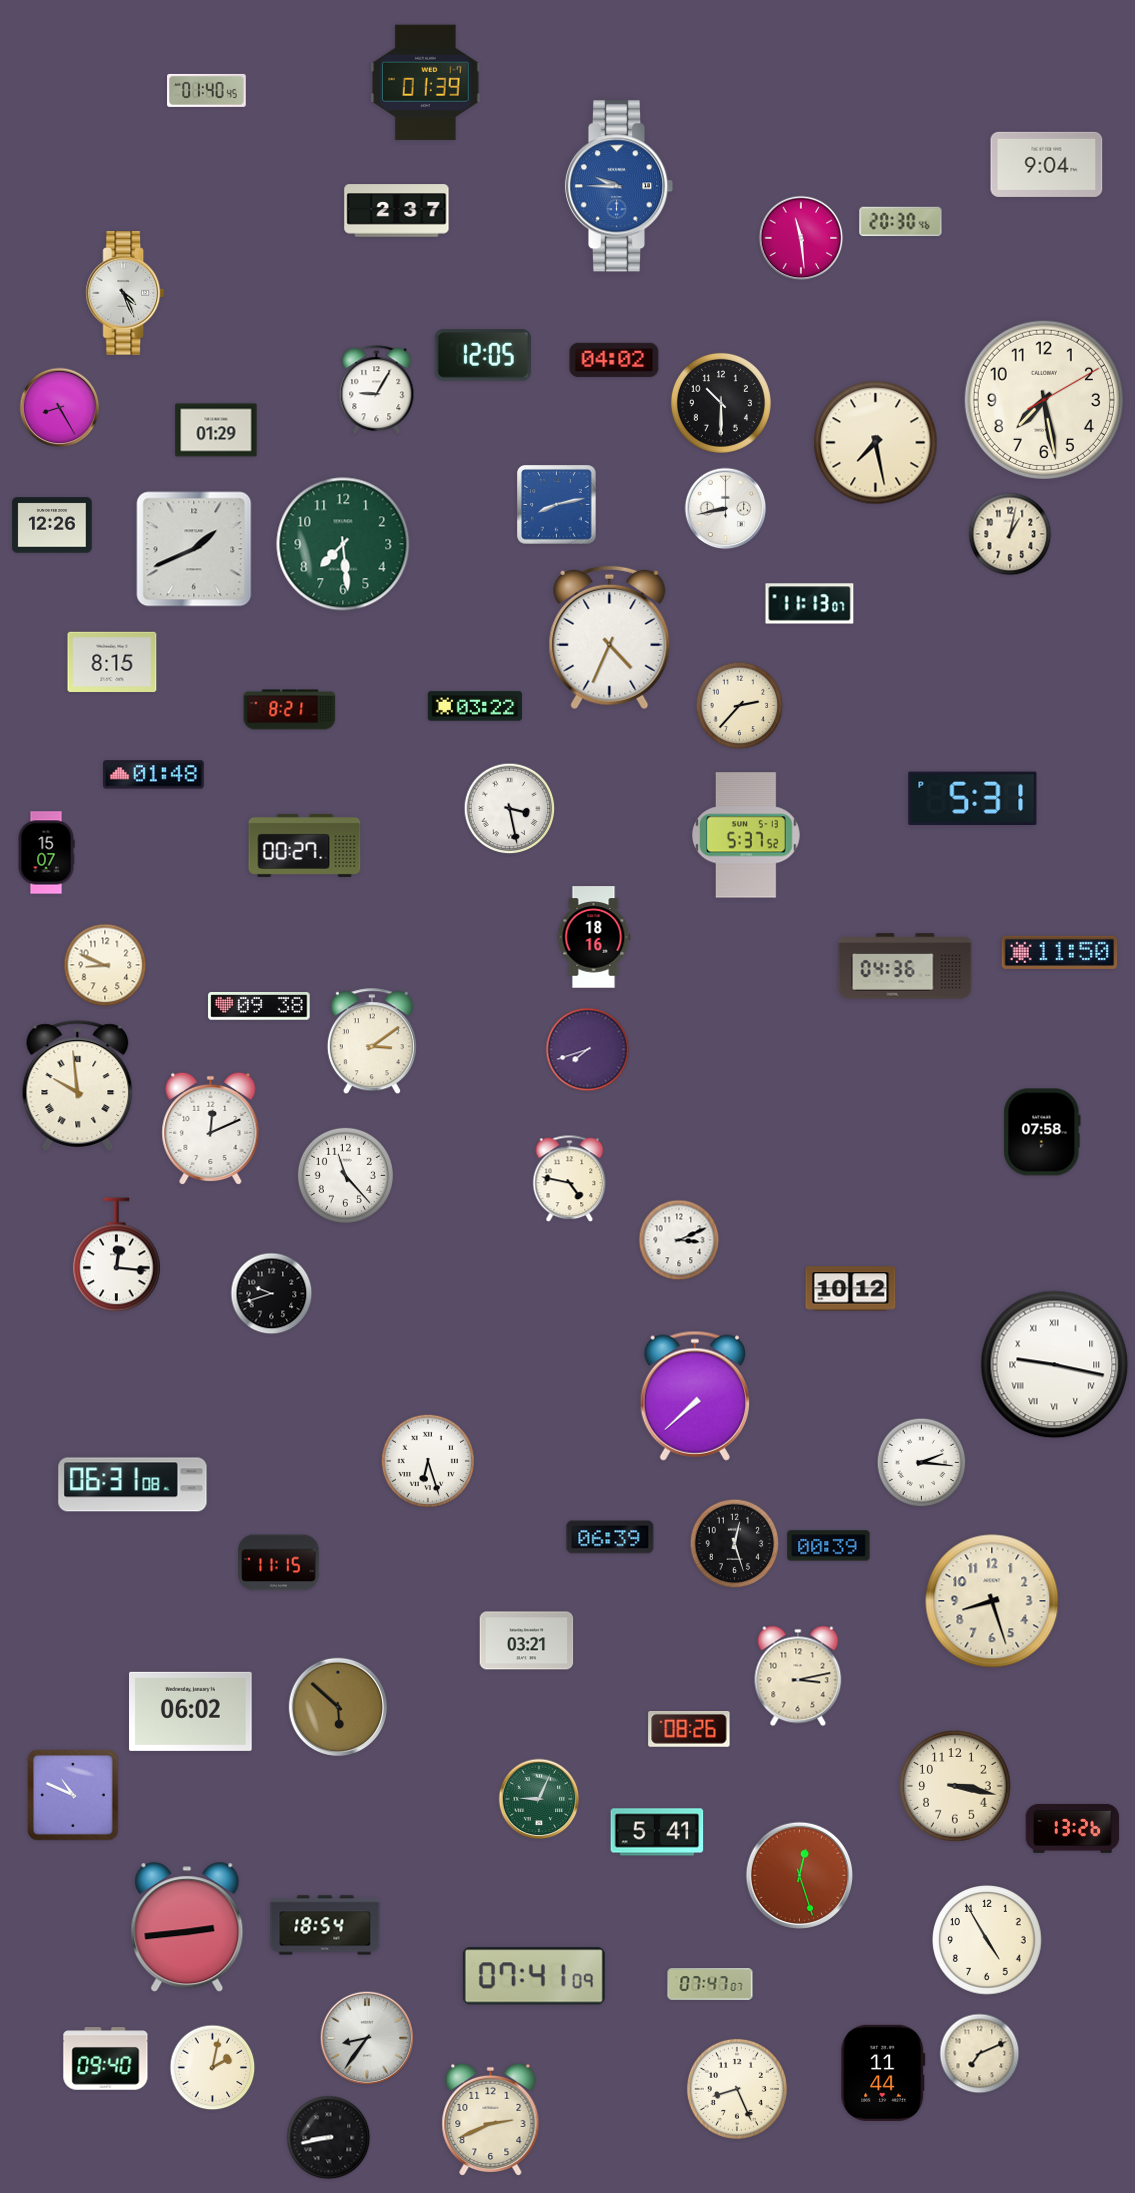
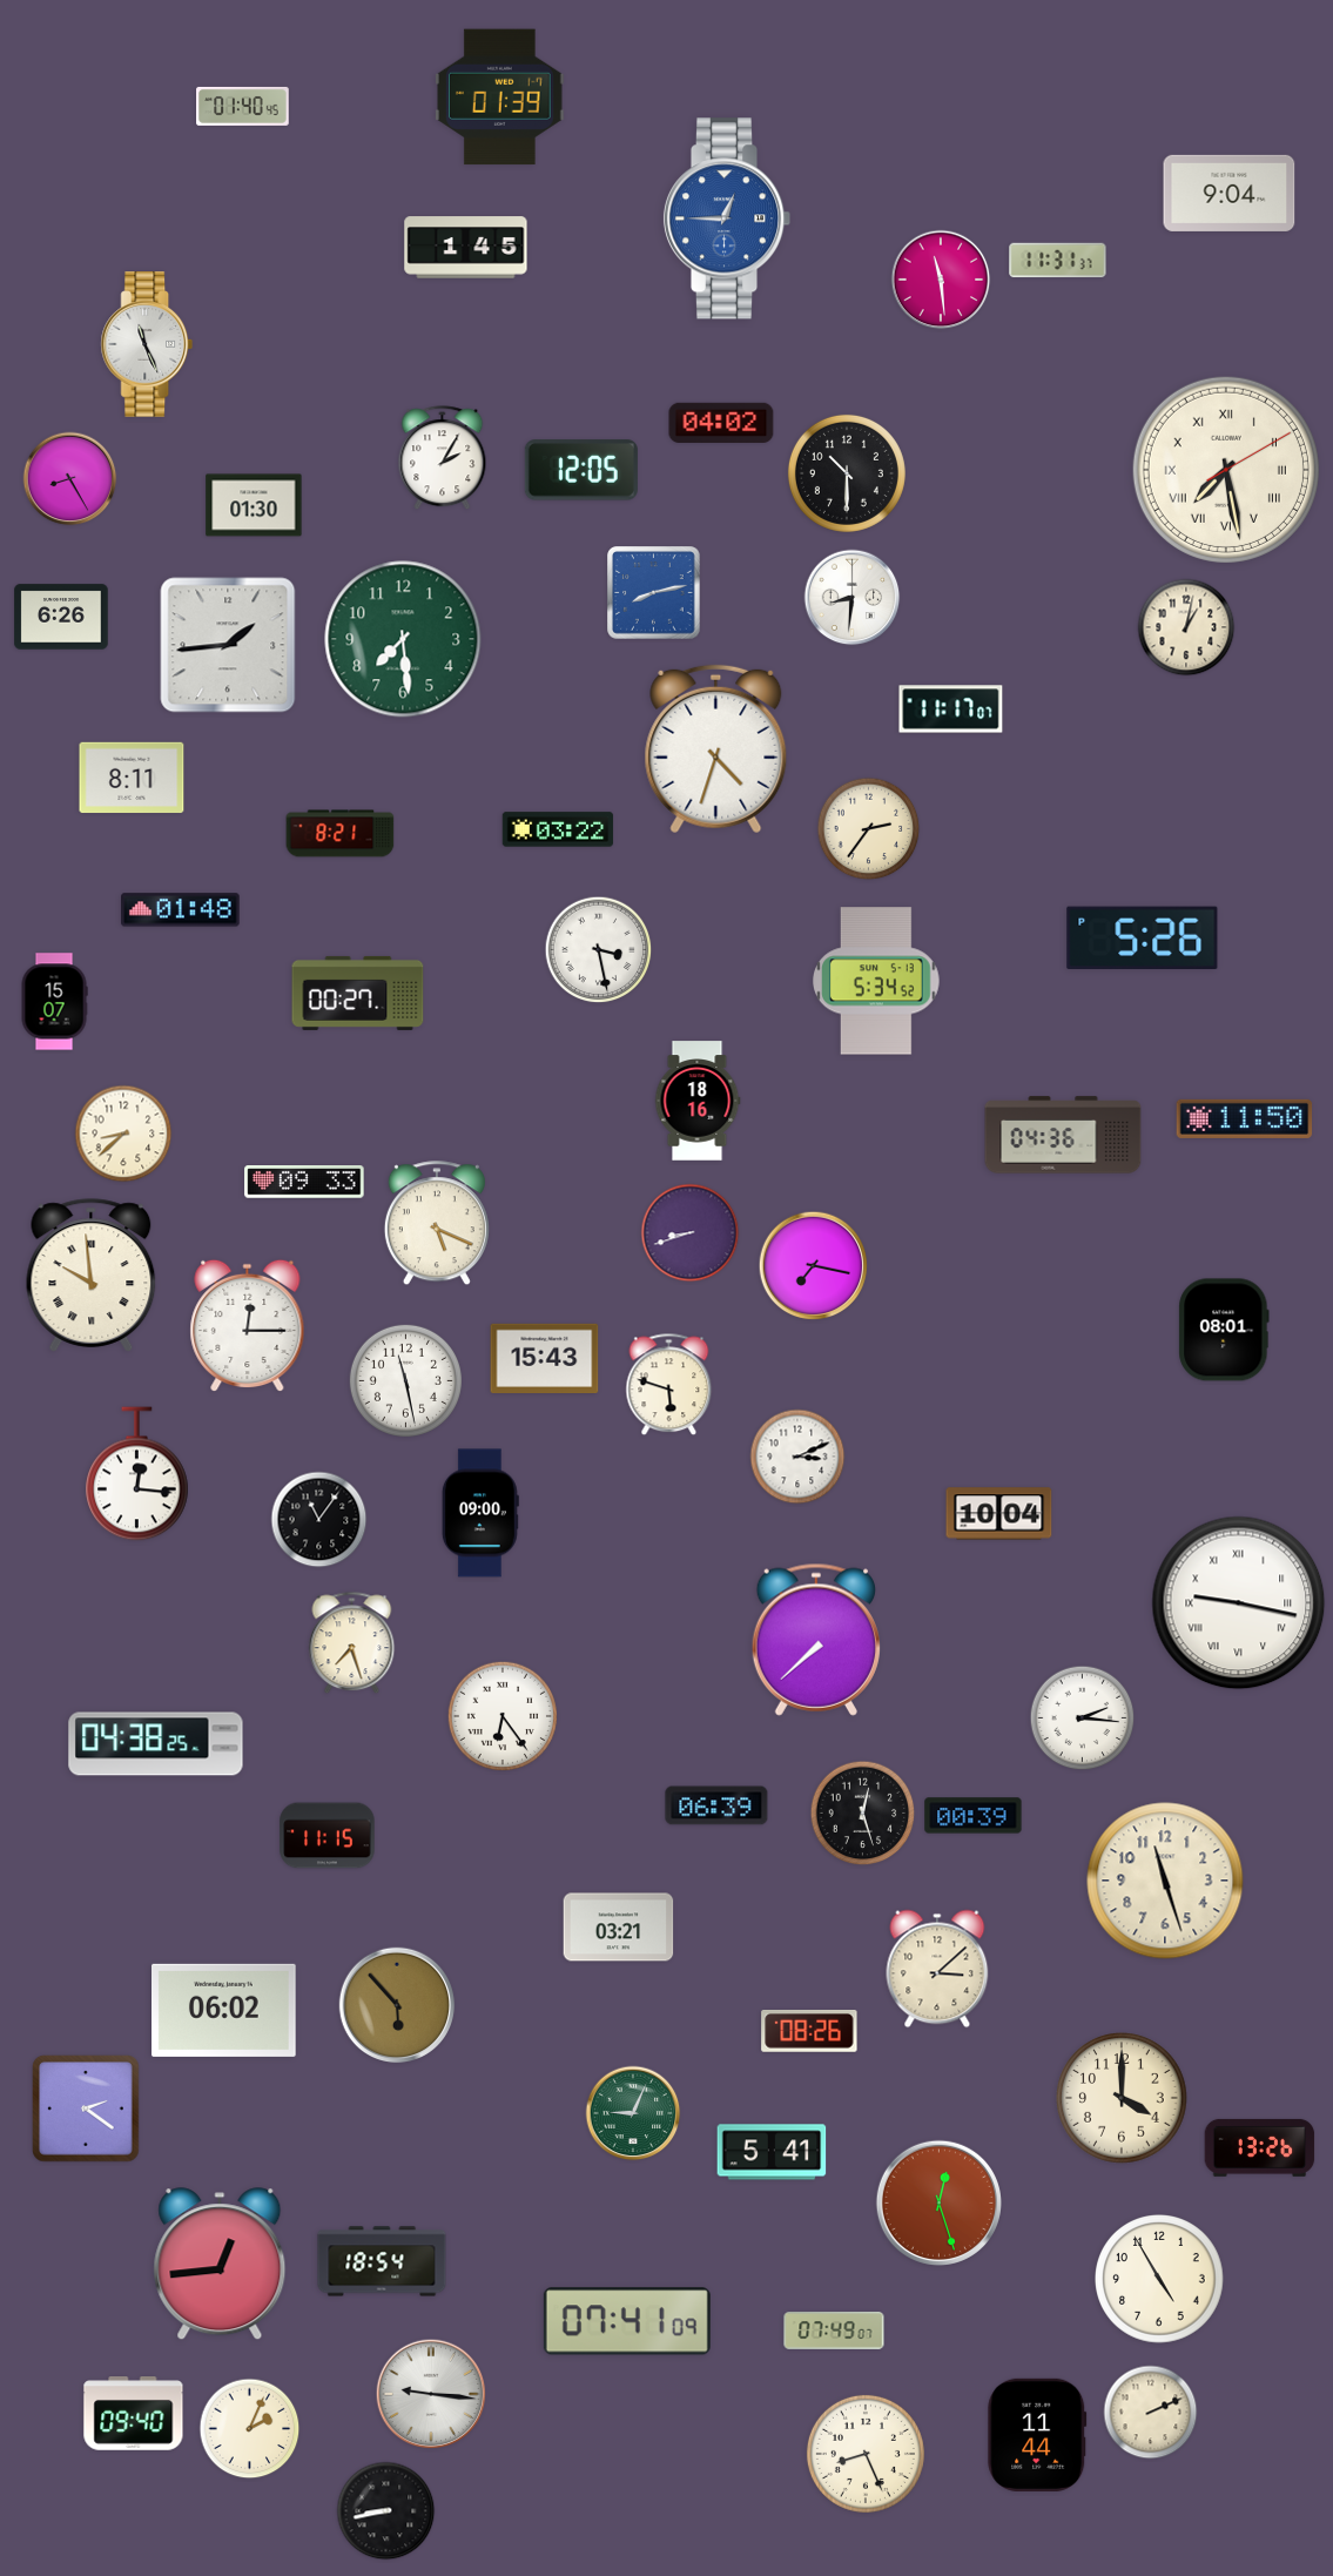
clock at (619, 186): 9:45 -> 12:45
clock at (397, 211): 2:37 -> 1:45
clock at (901, 222): 20:30 -> 11:31
clock at (125, 293): 4:26 -> 11:26
clock at (483, 355) position: (483, 355) -> (581, 470)
clock at (377, 390): 9:05 -> 2:05
clock at (1044, 400) numerals: Arabic -> Roman
clock at (216, 430): 01:29 -> 01:30
clock at (876, 443): 7:28 -> none
clock at (726, 509): 8:43 -> 8:31
clock at (52, 525): 12:26 -> 6:26
clock at (194, 549): 1:41 -> 1:44
clock at (810, 604): 11:13 -> 11:17
clock at (610, 638): 4:34 -> 4:33
clock at (112, 662): 8:15 -> 8:11
clock at (740, 706): 2:37 -> 2:36
clock at (973, 799): 5:31 -> 5:26
clock at (747, 835): 5:37 -> 5:34
clock at (105, 965): 8:49 -> 8:38
clock at (259, 1006): 09:38 -> 09:33
clock at (372, 1042): 3:09 -> 5:19
clock at (588, 1050): 7:42 -> 8:42
clock at (814, 1266): none -> 7:17
clock at (211, 1129): 12:11 -> 12:15
clock at (1042, 1132): 07:58 -> 08:01
clock at (545, 1358): none -> 15:43
clock at (345, 1175): 11:23 -> 11:28
clock at (570, 1179): 4:47 -> 5:48
clock at (480, 1513): none -> 09:00
clock at (851, 1289): 10:12 -> 10:04
clock at (272, 1294): 9:42 -> 11:06
clock at (352, 1643): none -> 7:27
clock at (427, 1460): 6:27 -> 6:24
clock at (133, 1485): 06:31 -> 04:38
clock at (992, 1601): 8:27 -> 11:27
clock at (798, 1676): 3:13 -> 3:08
clock at (338, 1707): 5:52 -> 5:53
clock at (955, 1786): 3:17 -> 4:00
clock at (73, 1795): 10:49 -> 2:21
clock at (187, 1928): 2:44 -> 12:44
clock at (710, 1985): 07:47 -> 07:49
clock at (367, 2038): 8:36 -> 9:16
clock at (980, 2054): 7:11 -> 2:11
clock at (106, 2059) position: (106, 2059) -> (134, 2414)
clock at (213, 2068): 2:02 -> 2:04
clock at (491, 2120): 2:41 -> none
